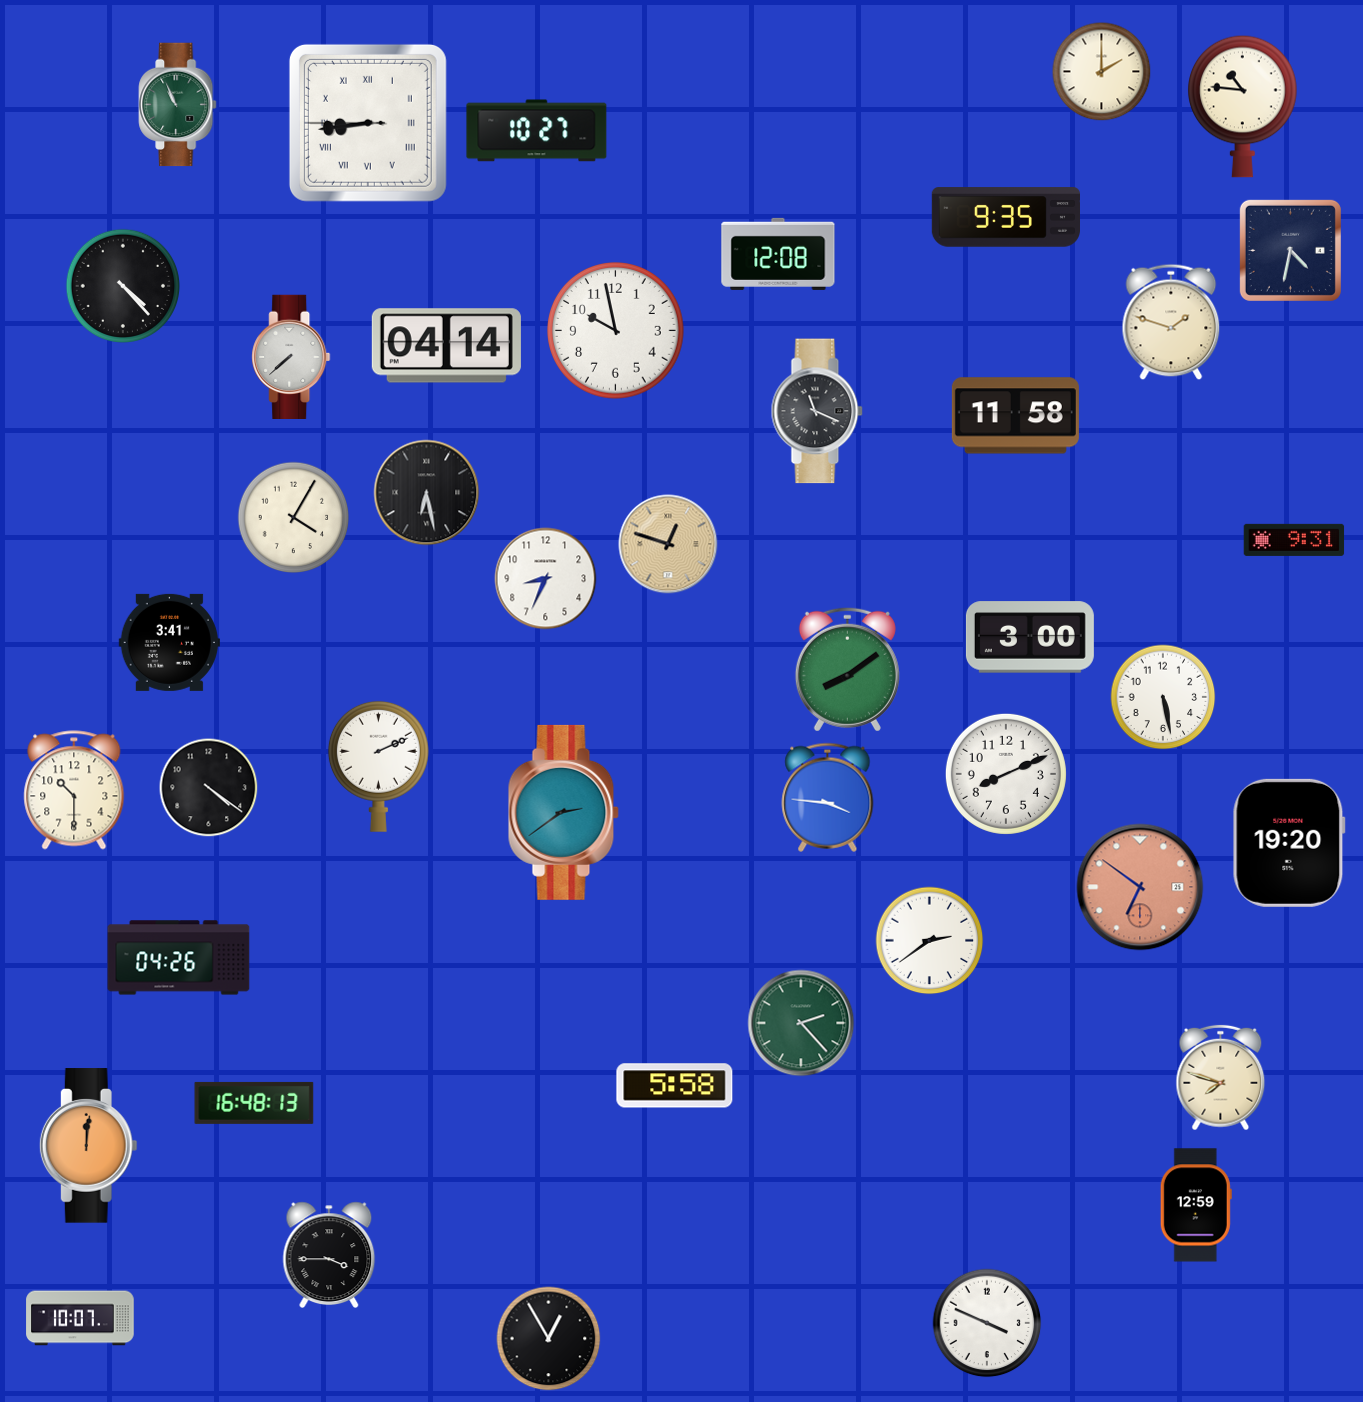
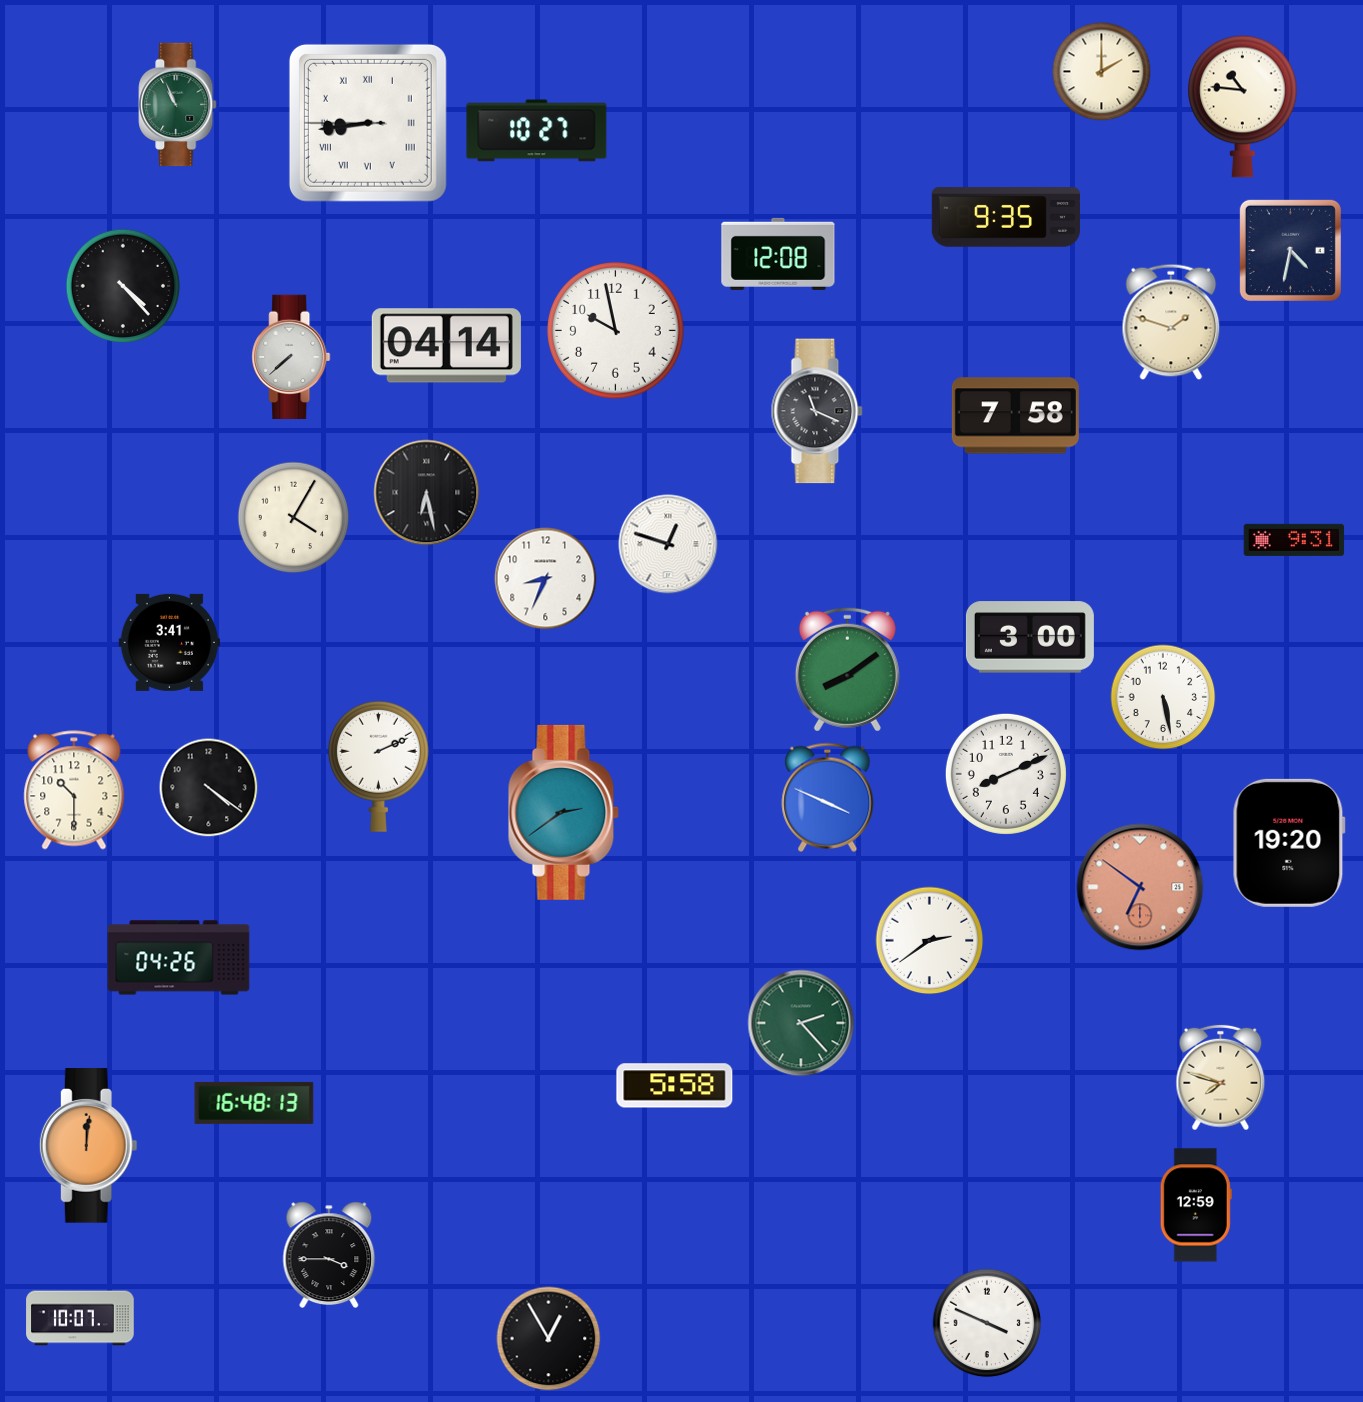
clock at (1015, 416): 11:58 -> 7:58
clock at (668, 544) dial: champagne -> white
clock at (828, 797): 3:46 -> 3:49
